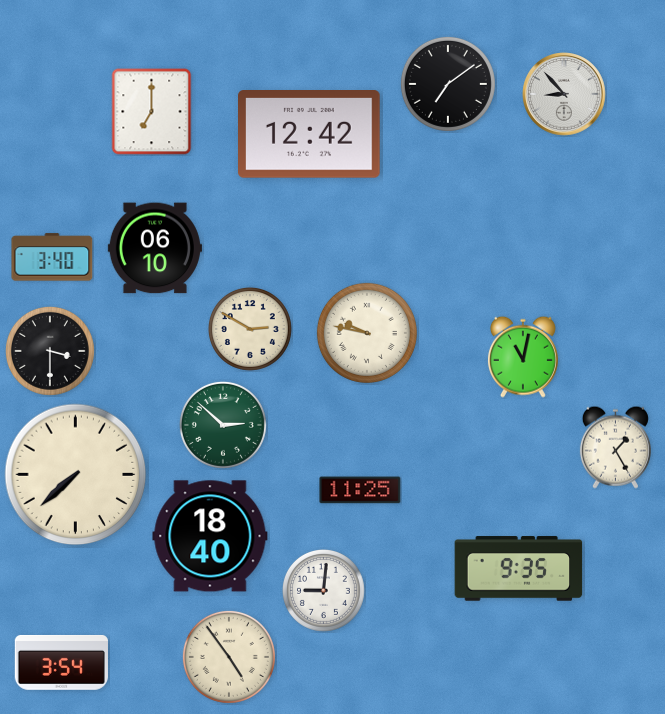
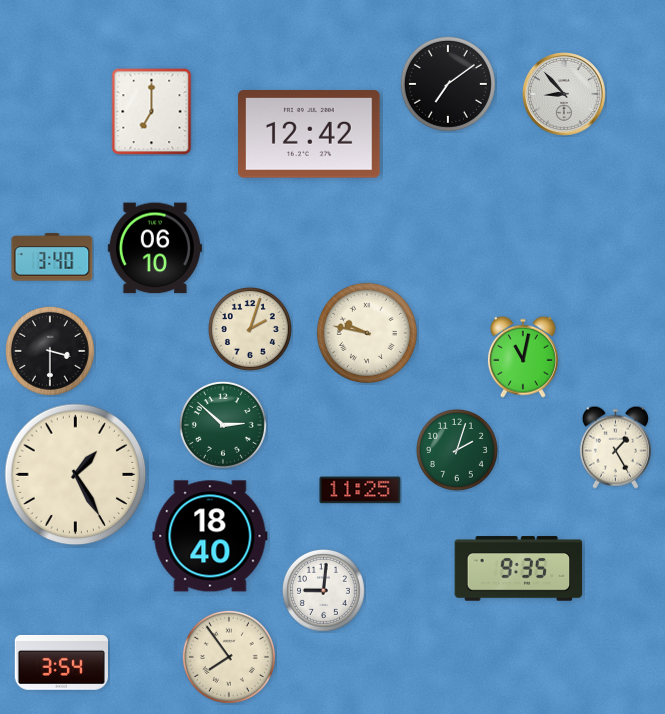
clock at (250, 329): 2:50 -> 2:03
clock at (457, 450): none -> 2:03
clock at (76, 475): 7:38 -> 1:25
clock at (229, 657): 4:54 -> 7:54
